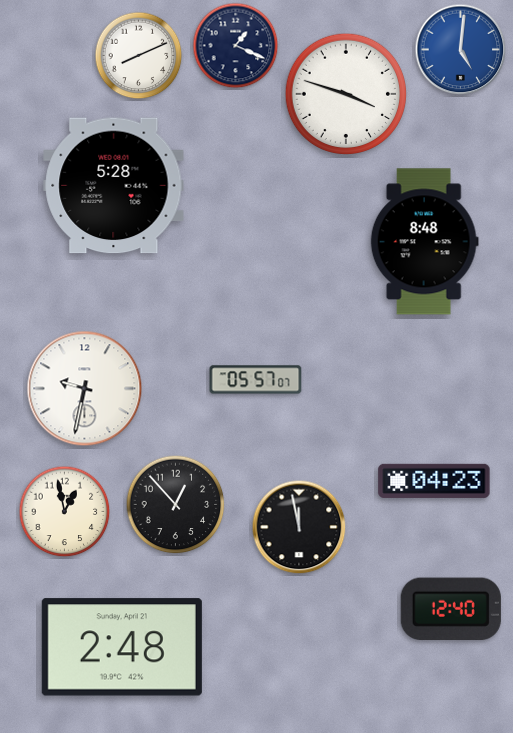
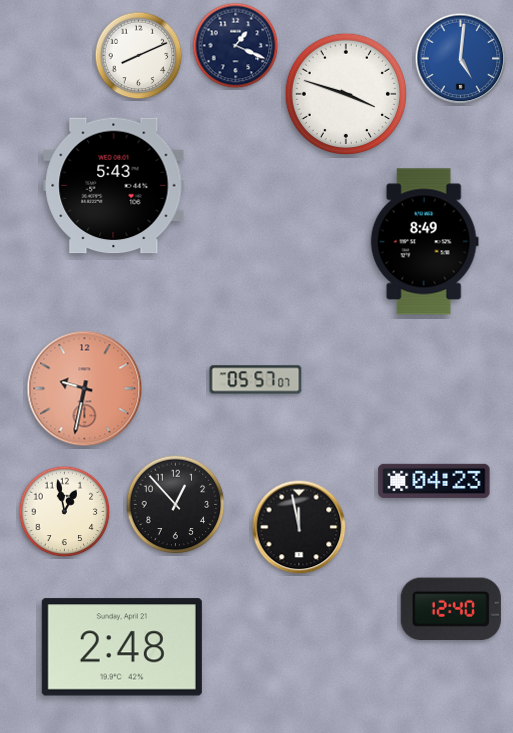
clock at (461, 50) position: (461, 50) -> (461, 59)
clock at (114, 186): 5:28 -> 5:43
clock at (424, 242): 8:48 -> 8:49
clock at (85, 389) dial: white -> salmon
